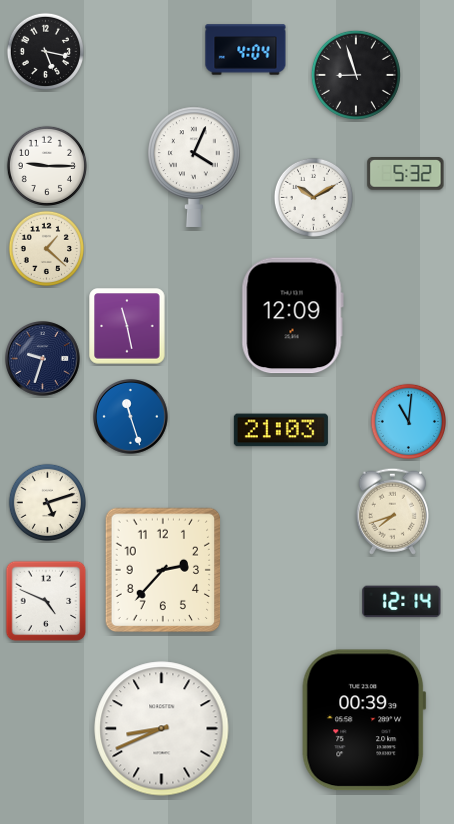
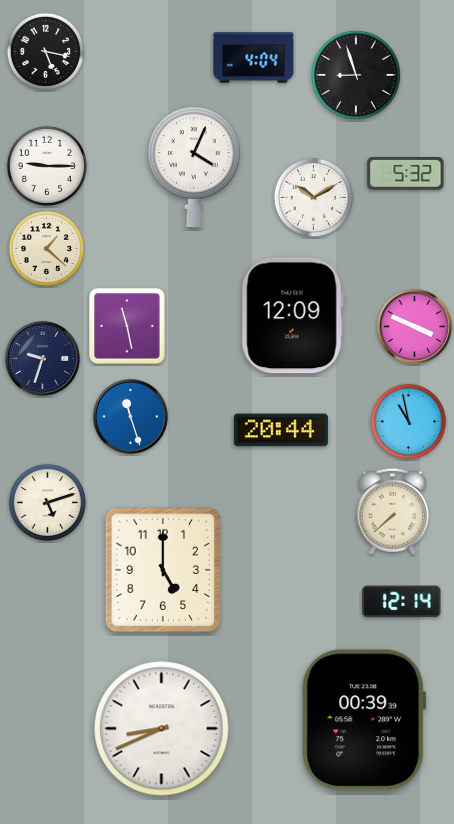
clock at (246, 50) position: (246, 50) -> (254, 58)
clock at (415, 327): none -> 3:49
clock at (408, 421): 11:01 -> 10:58
clock at (281, 430): 21:03 -> 20:44
clock at (392, 511): 7:42 -> 7:38
clock at (163, 570): 2:37 -> 5:00
clock at (46, 601): 4:49 -> none
